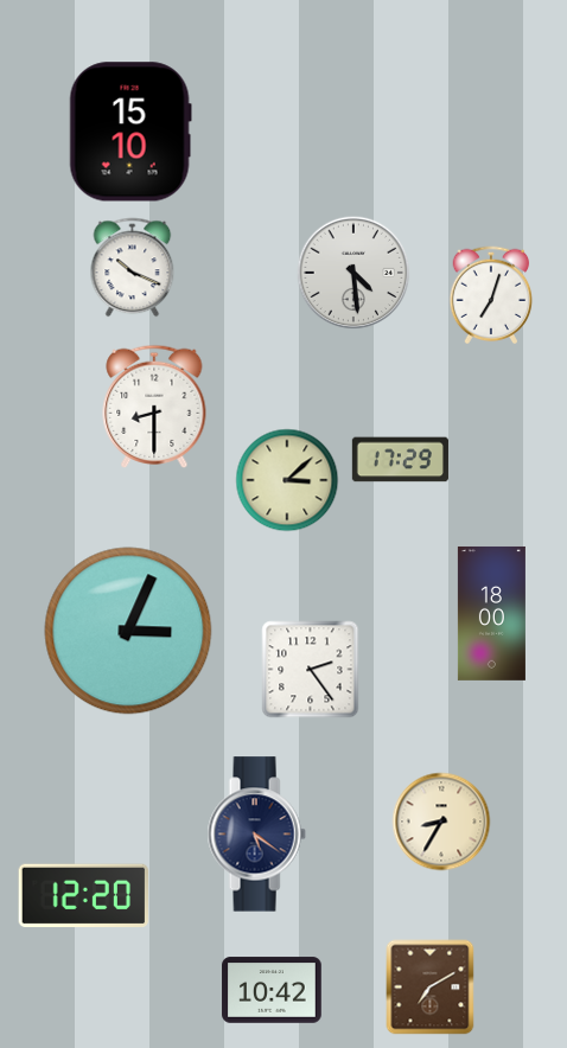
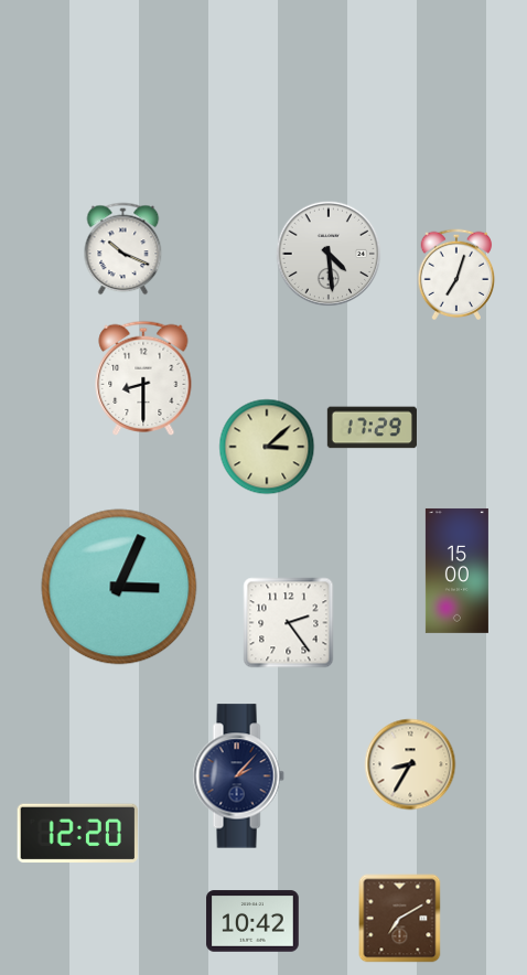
clock at (130, 132): 15:10 -> none
clock at (491, 613): 18:00 -> 15:00
clock at (256, 835): 5:21 -> 2:07
